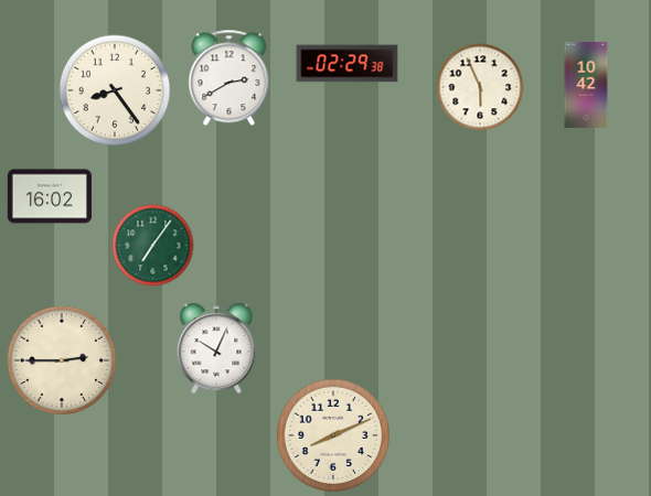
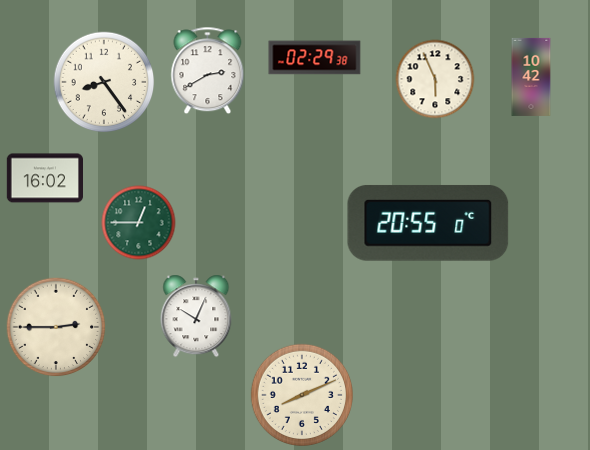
clock at (153, 246): 7:06 -> 12:45
clock at (428, 223): none -> 20:55
